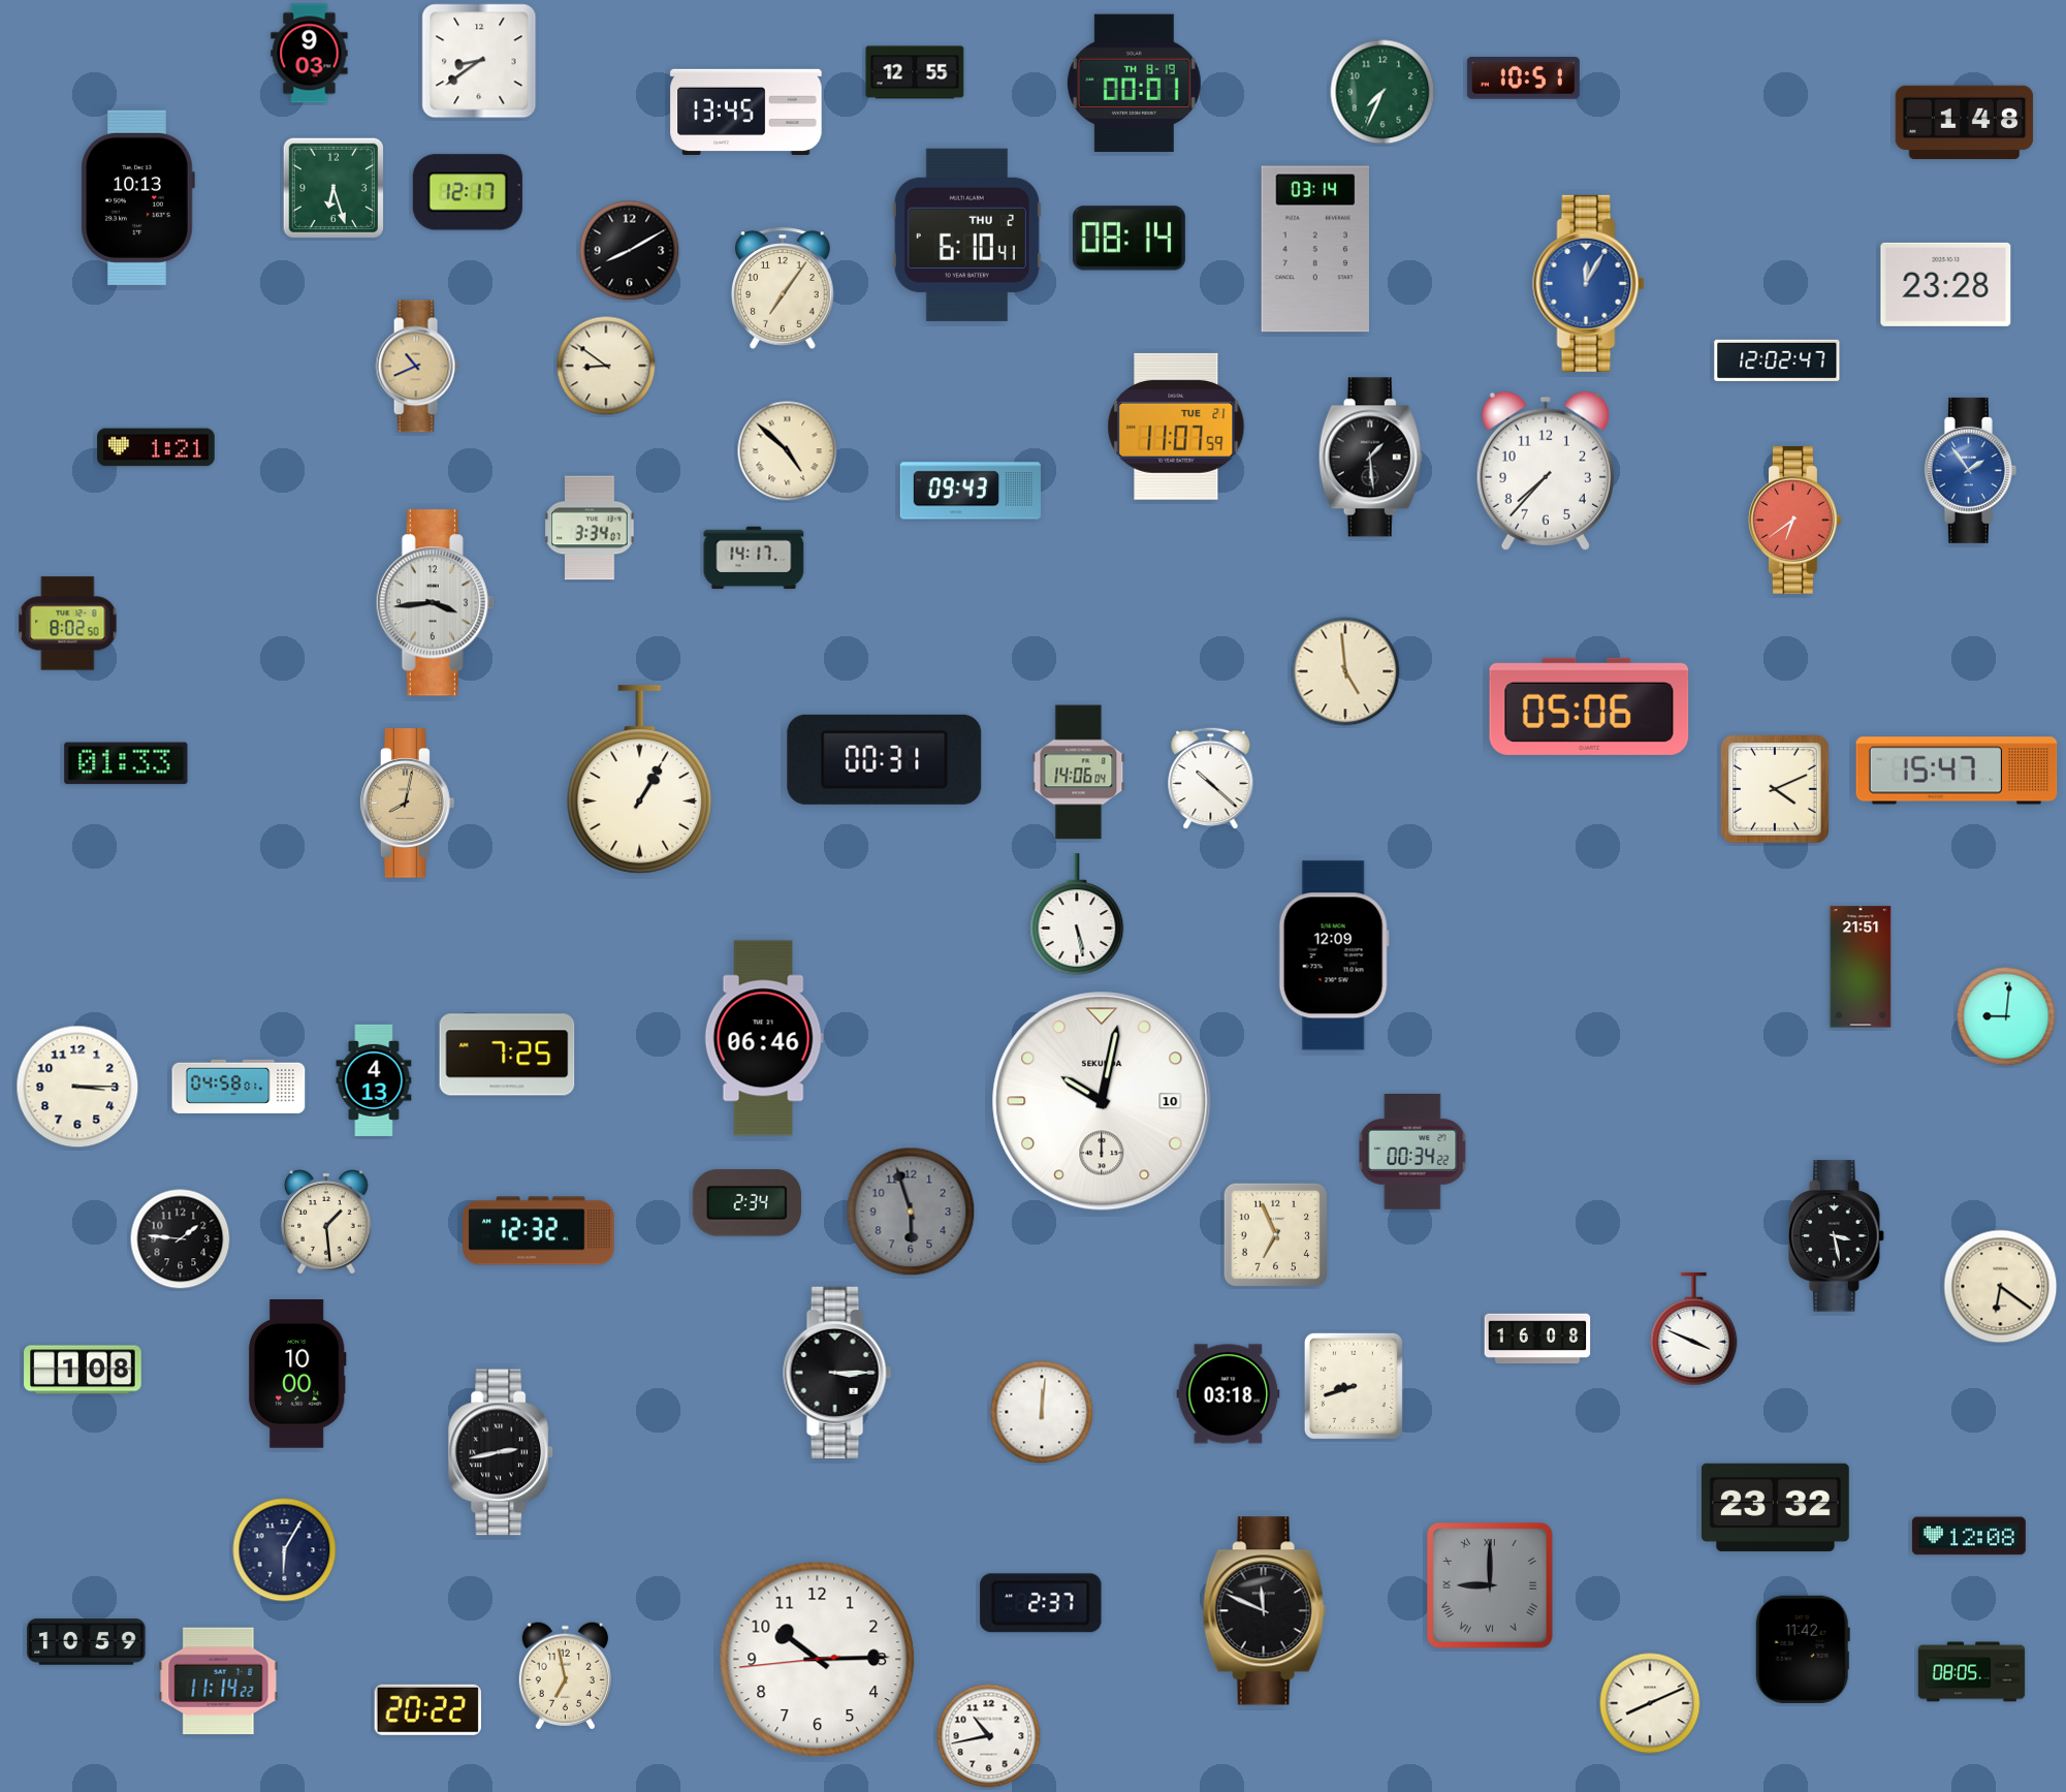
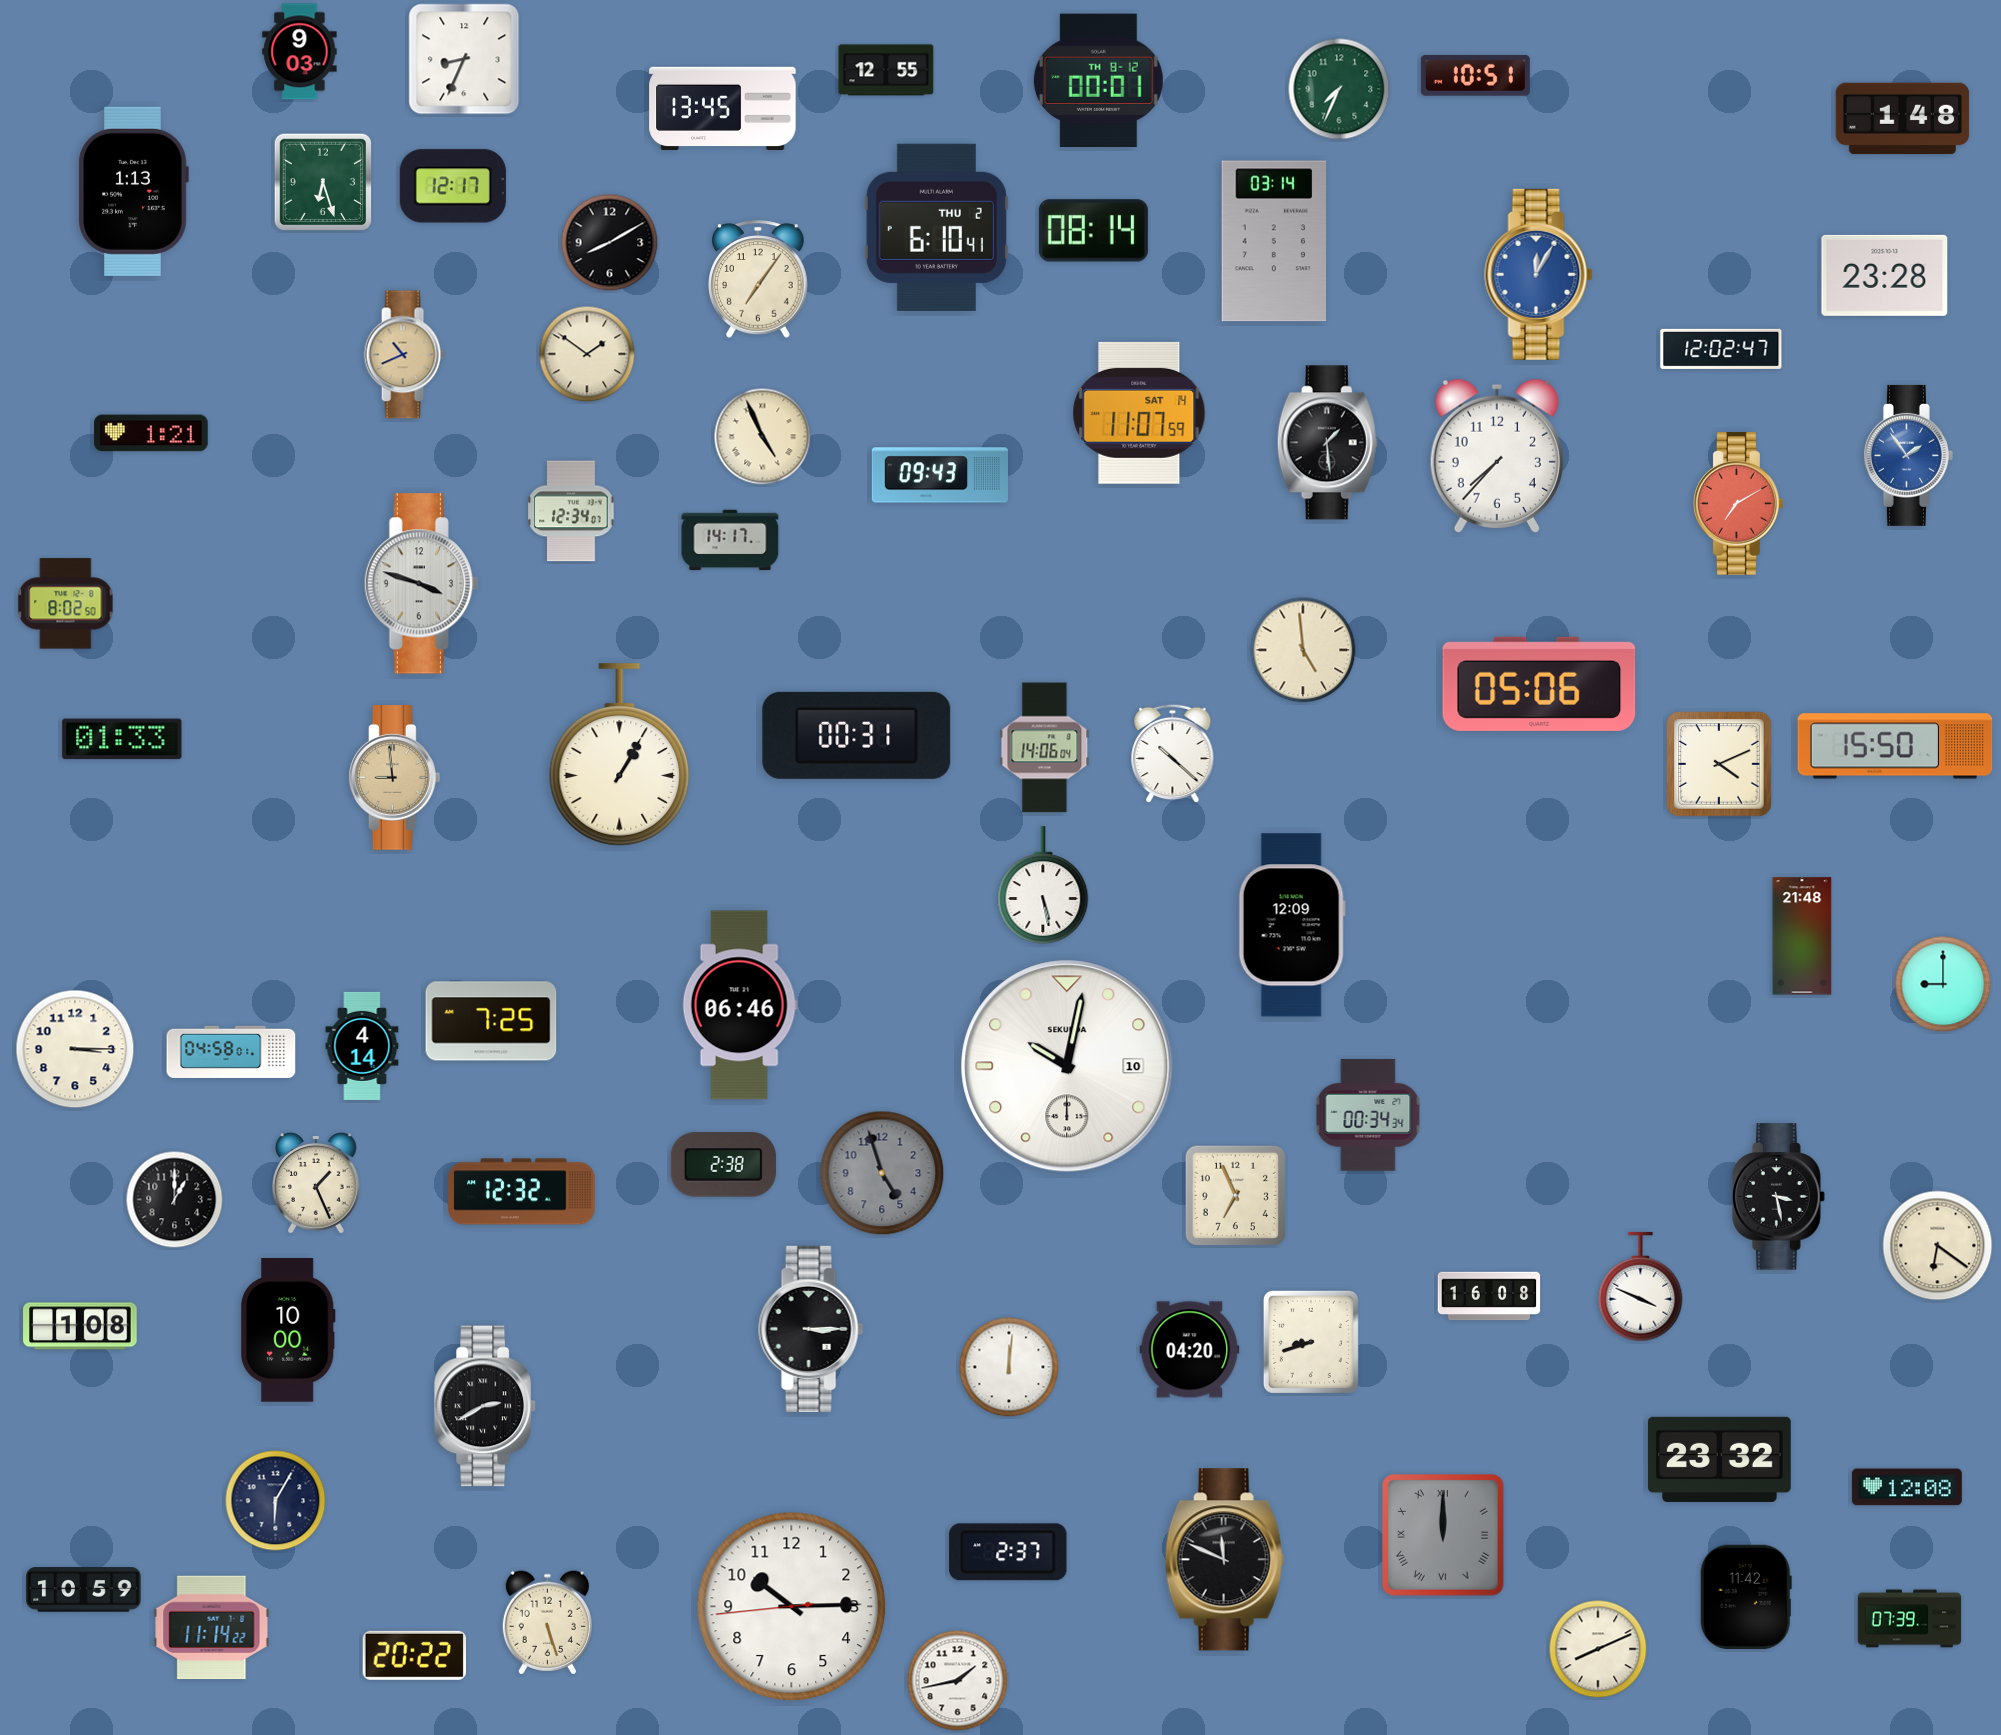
clock at (479, 61): 8:39 -> 8:34
clock at (1134, 83) date: TH 8-19 -> TH 8-12
clock at (137, 197): 10:13 -> 1:13
clock at (606, 366): 8:51 -> 1:51
clock at (1176, 427) date: TUE 21 -> SAT 14
clock at (788, 451): 4:52 -> 4:56
clock at (1794, 520): 6:39 -> 7:10
clock at (590, 528): 3:34 -> 12:34
clock at (435, 603): 3:44 -> 3:48
clock at (1957, 771): 15:47 -> 15:50
clock at (408, 804): 8:02 -> 8:59
clock at (1861, 967): 21:51 -> 21:48
clock at (2006, 1016): 9:01 -> 9:00
clock at (374, 1080): 4:13 -> 4:14
clock at (77, 1087) position: (77, 1087) -> (75, 1049)
clock at (1412, 1152): 00:34:22 -> 00:34:34
clock at (746, 1203): 2:34 -> 2:38
clock at (911, 1212): 5:57 -> 4:57
clock at (327, 1222): 1:29 -> 1:26
clock at (181, 1239): 1:46 -> 1:00
clock at (1229, 1394): 03:18 -> 04:20
clock at (501, 1452): 2:43 -> 2:40
clock at (1491, 1586): 9:00 -> 12:00
clock at (1972, 1672): 08:05 -> 07:39
clock at (565, 1676): 6:58 -> 5:27
clock at (989, 1736): 10:43 -> 1:43
